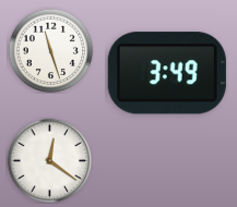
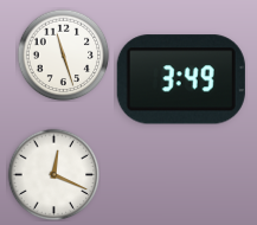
clock at (50, 50) position: (50, 50) -> (63, 54)
clock at (49, 160): 12:21 -> 12:19
